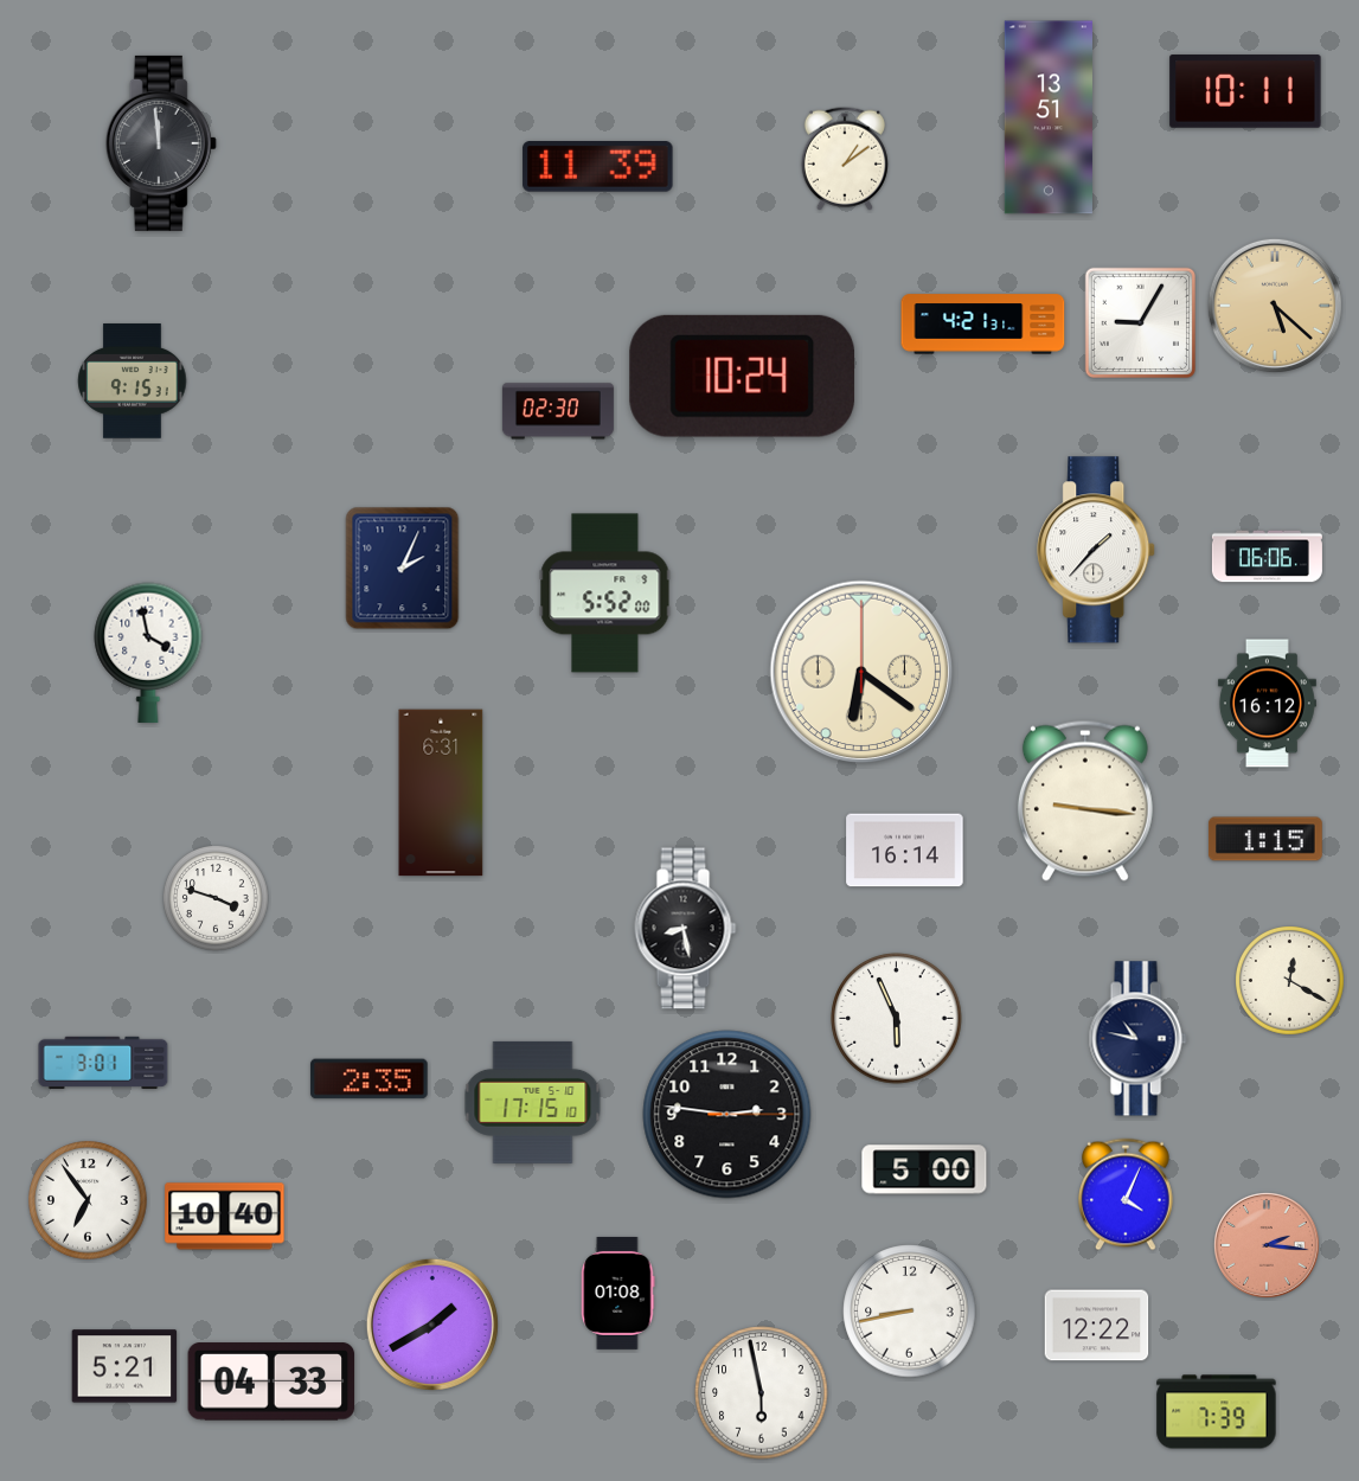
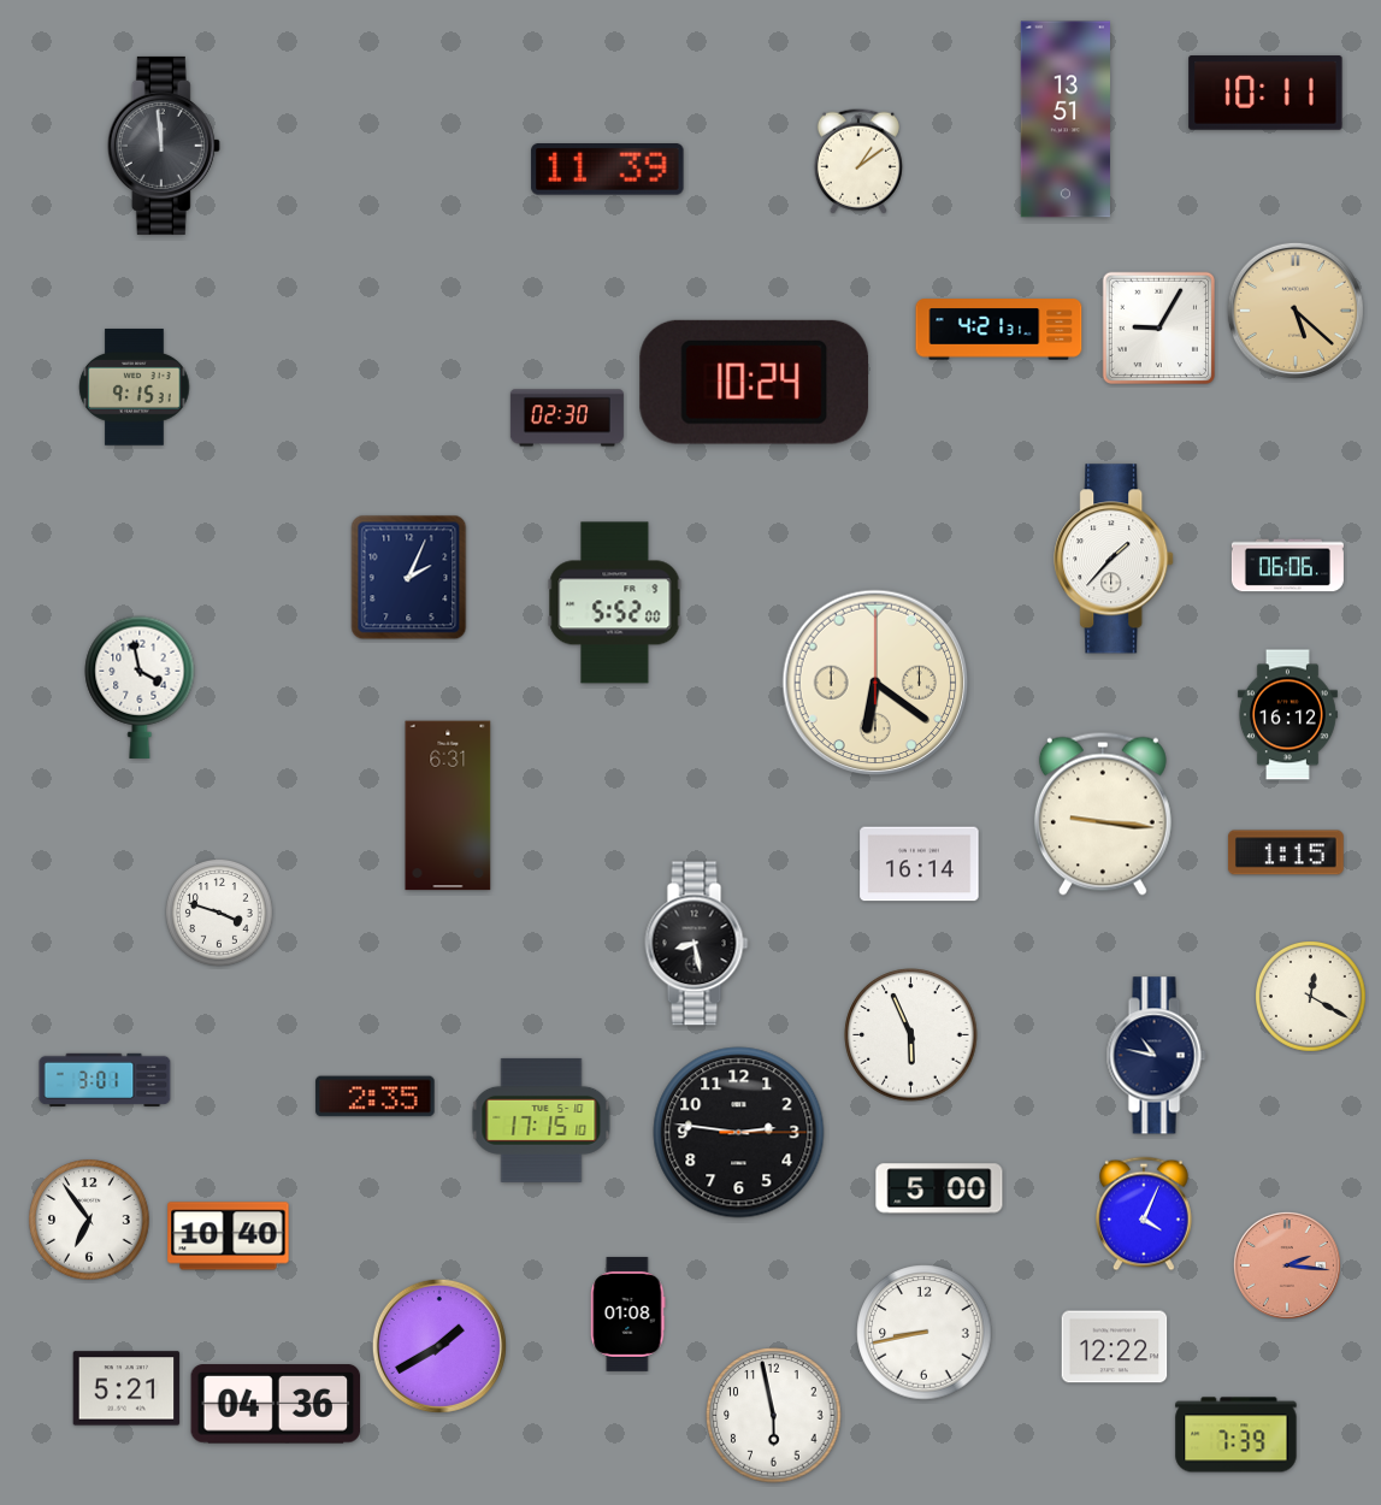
clock at (148, 653) position: (148, 653) -> (140, 687)
clock at (271, 1381): 04:33 -> 04:36
